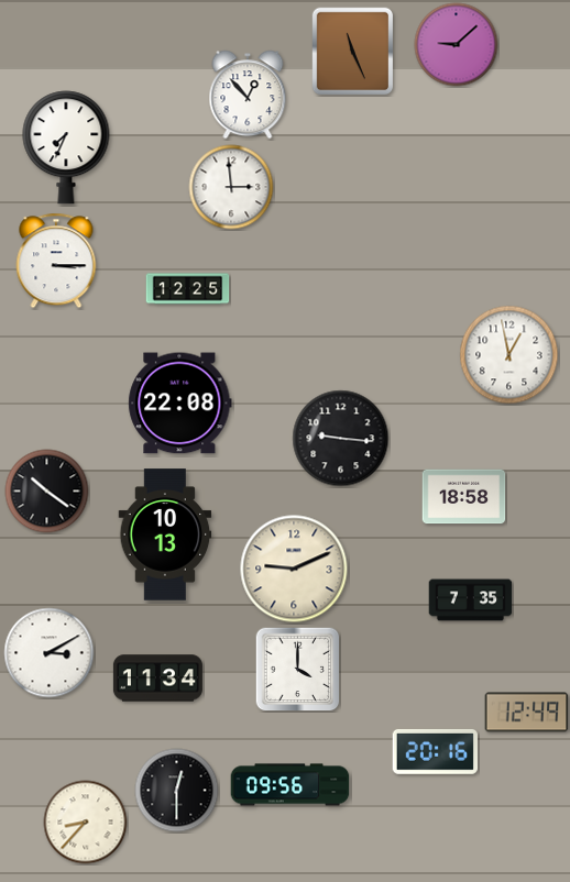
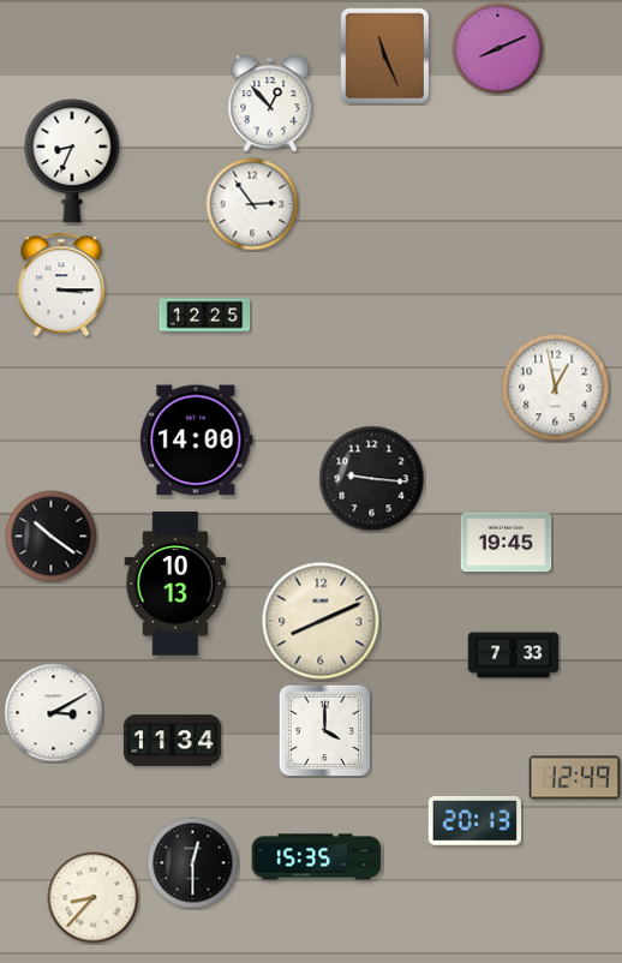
clock at (457, 45): 9:08 -> 8:11
clock at (66, 147): 7:34 -> 8:34
clock at (231, 187): 2:59 -> 2:54
clock at (180, 404): 22:08 -> 14:00
clock at (464, 497): 18:58 -> 19:45
clock at (165, 534) position: (165, 534) -> (175, 584)
clock at (294, 569): 9:11 -> 8:11
clock at (471, 600): 7:35 -> 7:33
clock at (435, 751): 20:16 -> 20:13
clock at (291, 785): 09:56 -> 15:35
